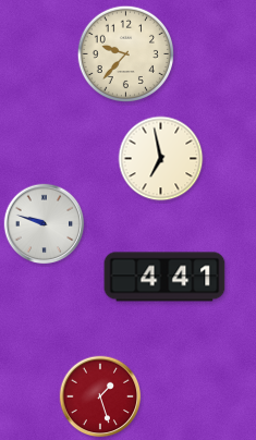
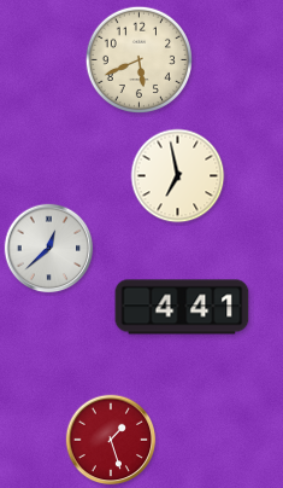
clock at (126, 54): 9:37 -> 5:41
clock at (45, 224): 9:48 -> 12:38
